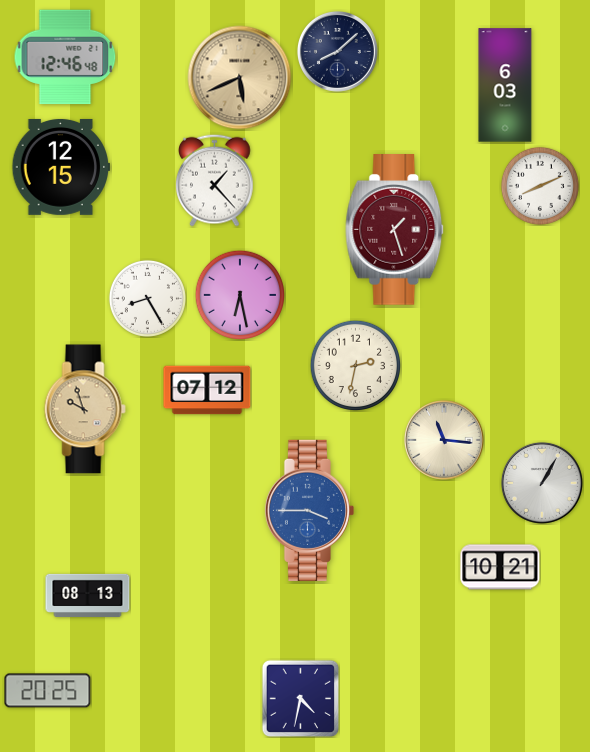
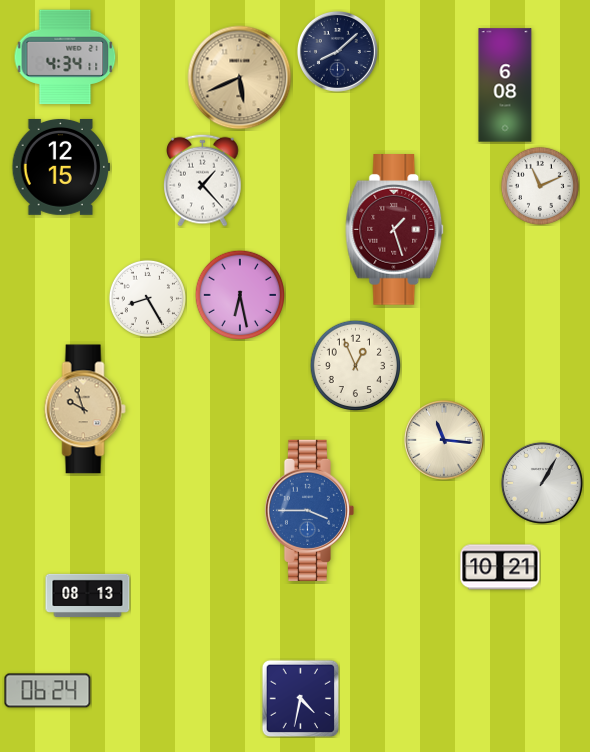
clock at (65, 57): 12:46 -> 4:34
clock at (505, 85): 6:03 -> 6:08
clock at (215, 180) position: (215, 180) -> (203, 180)
clock at (540, 186): 8:11 -> 11:11
clock at (355, 365): 2:32 -> 12:56
clock at (207, 390): 07:12 -> none
clock at (48, 691): 20:25 -> 06:24
